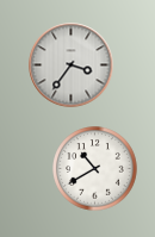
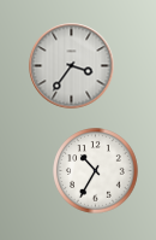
clock at (95, 169): 10:40 -> 10:35
